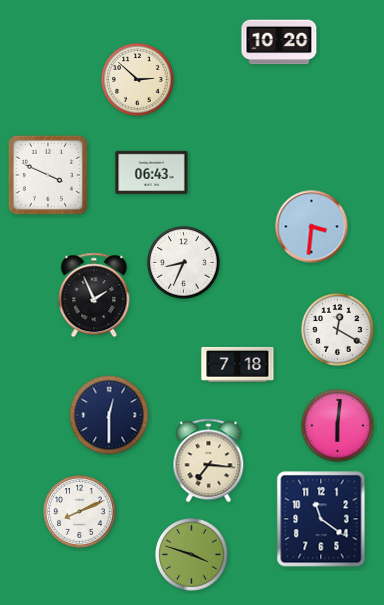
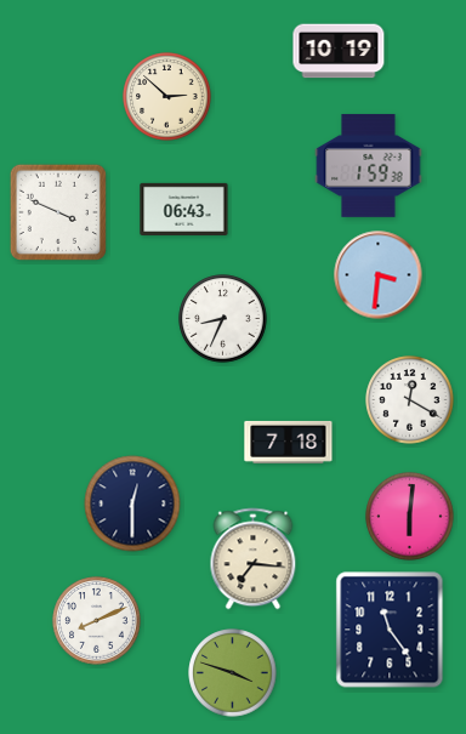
clock at (279, 42): 10:20 -> 10:19
clock at (369, 165): none -> 1:59
clock at (94, 295): 1:56 -> none
clock at (321, 519): 11:21 -> 11:24
